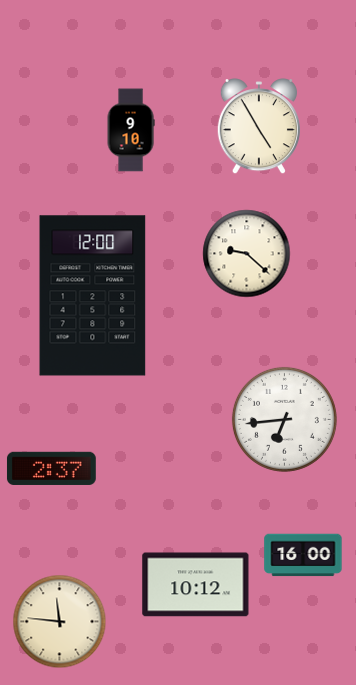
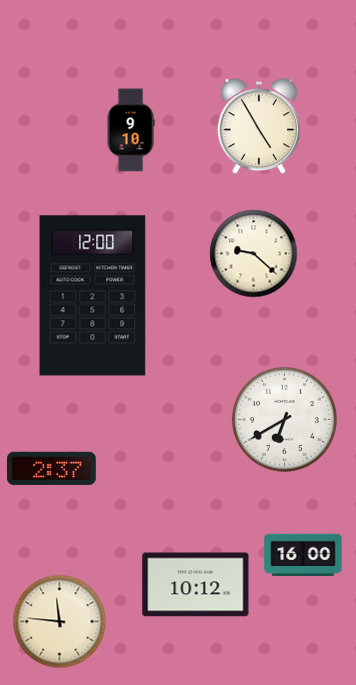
clock at (247, 254) position: (247, 254) -> (254, 254)
clock at (284, 419): 6:44 -> 6:40
